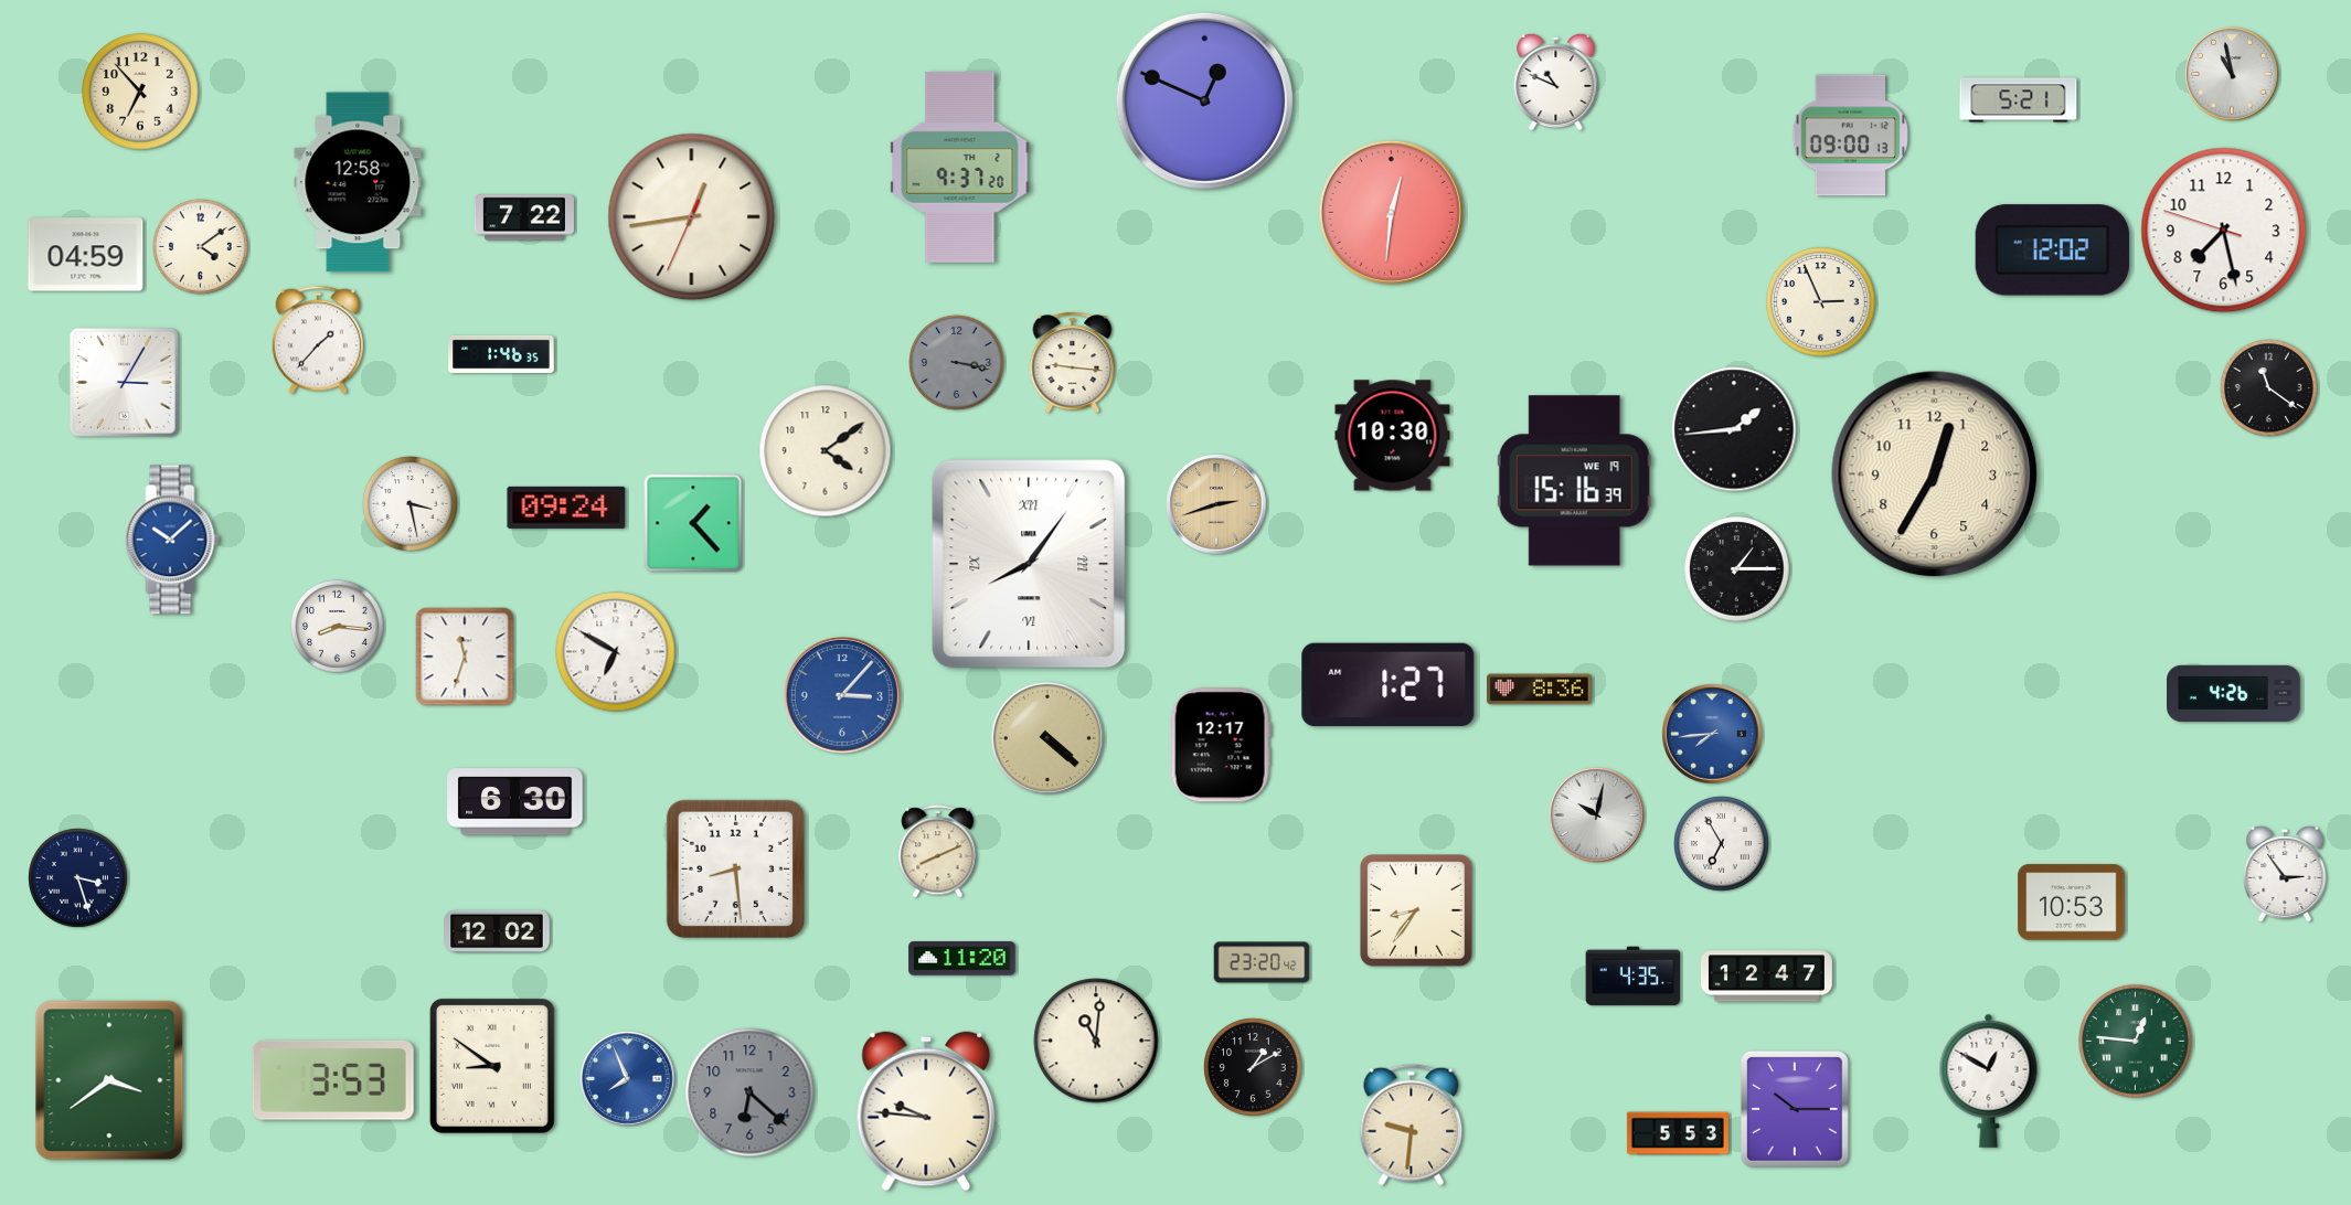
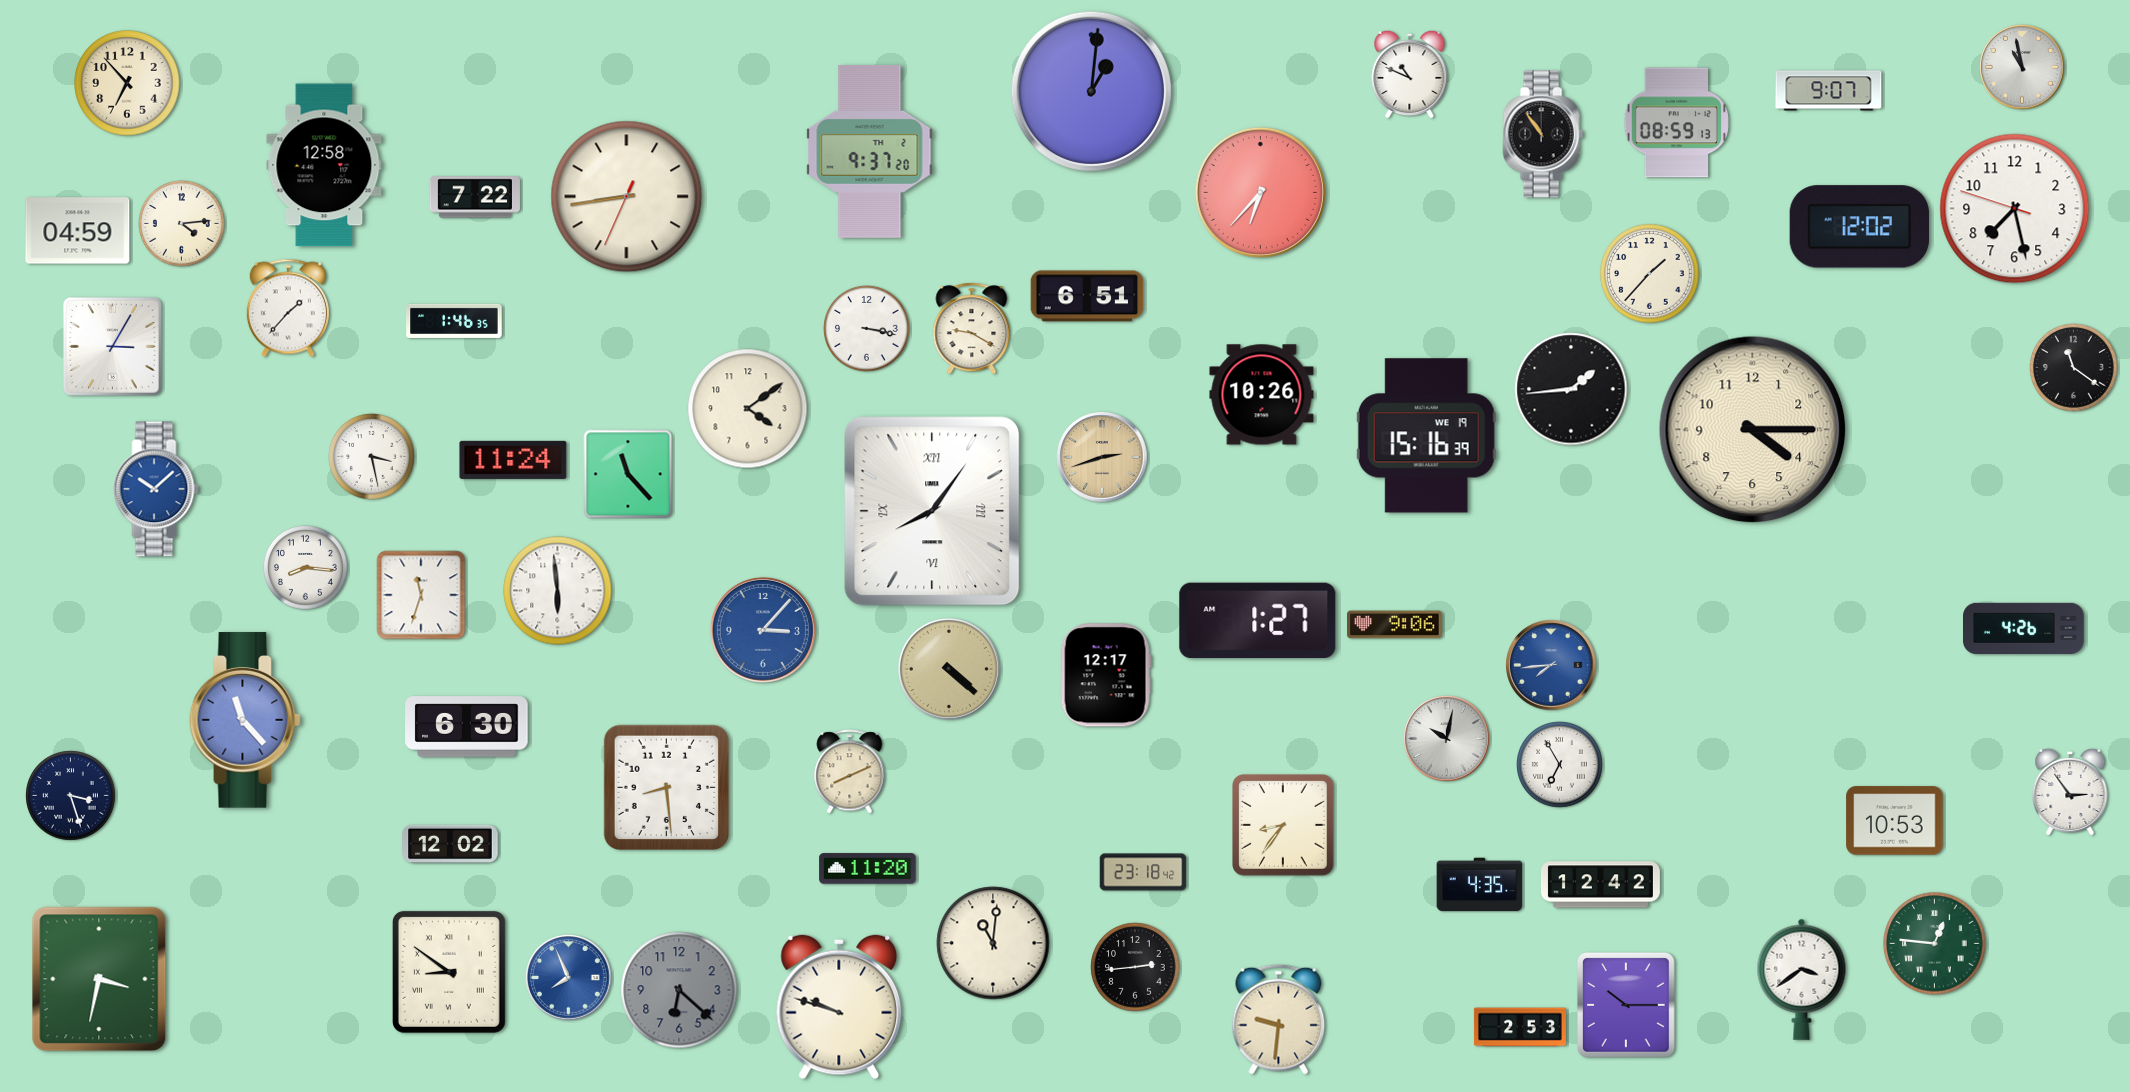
clock at (1204, 100): 12:49 -> 1:01
clock at (2019, 100): 5:21 -> 9:07
clock at (1850, 136): 09:00 -> 08:59
clock at (1543, 134): none -> 10:54
clock at (1391, 212): 12:31 -> 6:37
clock at (692, 217): 12:43 -> 8:43
clock at (201, 247): 4:09 -> 4:14
clock at (1821, 302): 2:56 -> 1:37
clock at (1087, 296): none -> 6:51
clock at (957, 363) dial: grey -> white
clock at (1073, 363): 9:16 -> 9:20
clock at (2269, 388) position: (2269, 388) -> (2074, 368)
clock at (1393, 436): 10:30 -> 10:26
clock at (1935, 474): 12:35 -> 4:15
clock at (566, 508): 09:24 -> 11:24
clock at (693, 523): 1:23 -> 11:23
clock at (1737, 569): 1:15 -> none
clock at (616, 652): 6:50 -> 5:59
clock at (1540, 690): 8:36 -> 9:06
clock at (245, 720): none -> 11:23
clock at (2072, 903) position: (2072, 903) -> (1895, 821)
clock at (962, 959) position: (962, 959) -> (868, 869)
clock at (1262, 962): 23:20 -> 23:18
clock at (1766, 977): 12:47 -> 12:42
clock at (492, 1066) position: (492, 1066) -> (449, 972)
clock at (1253, 1067): 1:10 -> 2:44
clock at (109, 1080): 3:39 -> 3:32
clock at (333, 1080): 3:53 -> none
clock at (1989, 1080): 12:50 -> 3:39
clock at (926, 1111): 9:46 -> 9:48
clock at (1678, 1133): 5:53 -> 2:53
